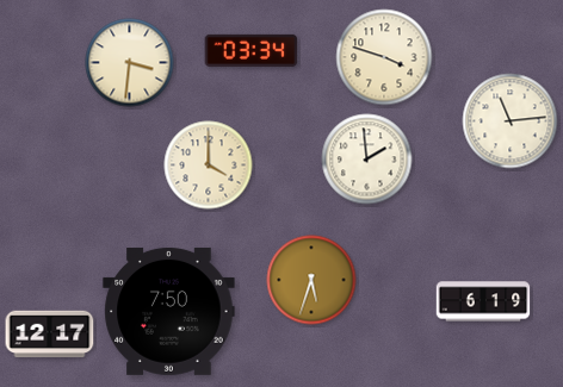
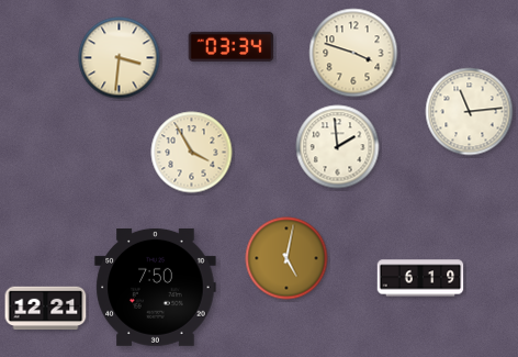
clock at (209, 166): 4:00 -> 3:55
clock at (311, 280): 5:33 -> 5:02
clock at (483, 301) position: (483, 301) -> (420, 278)
clock at (50, 335): 12:17 -> 12:21
